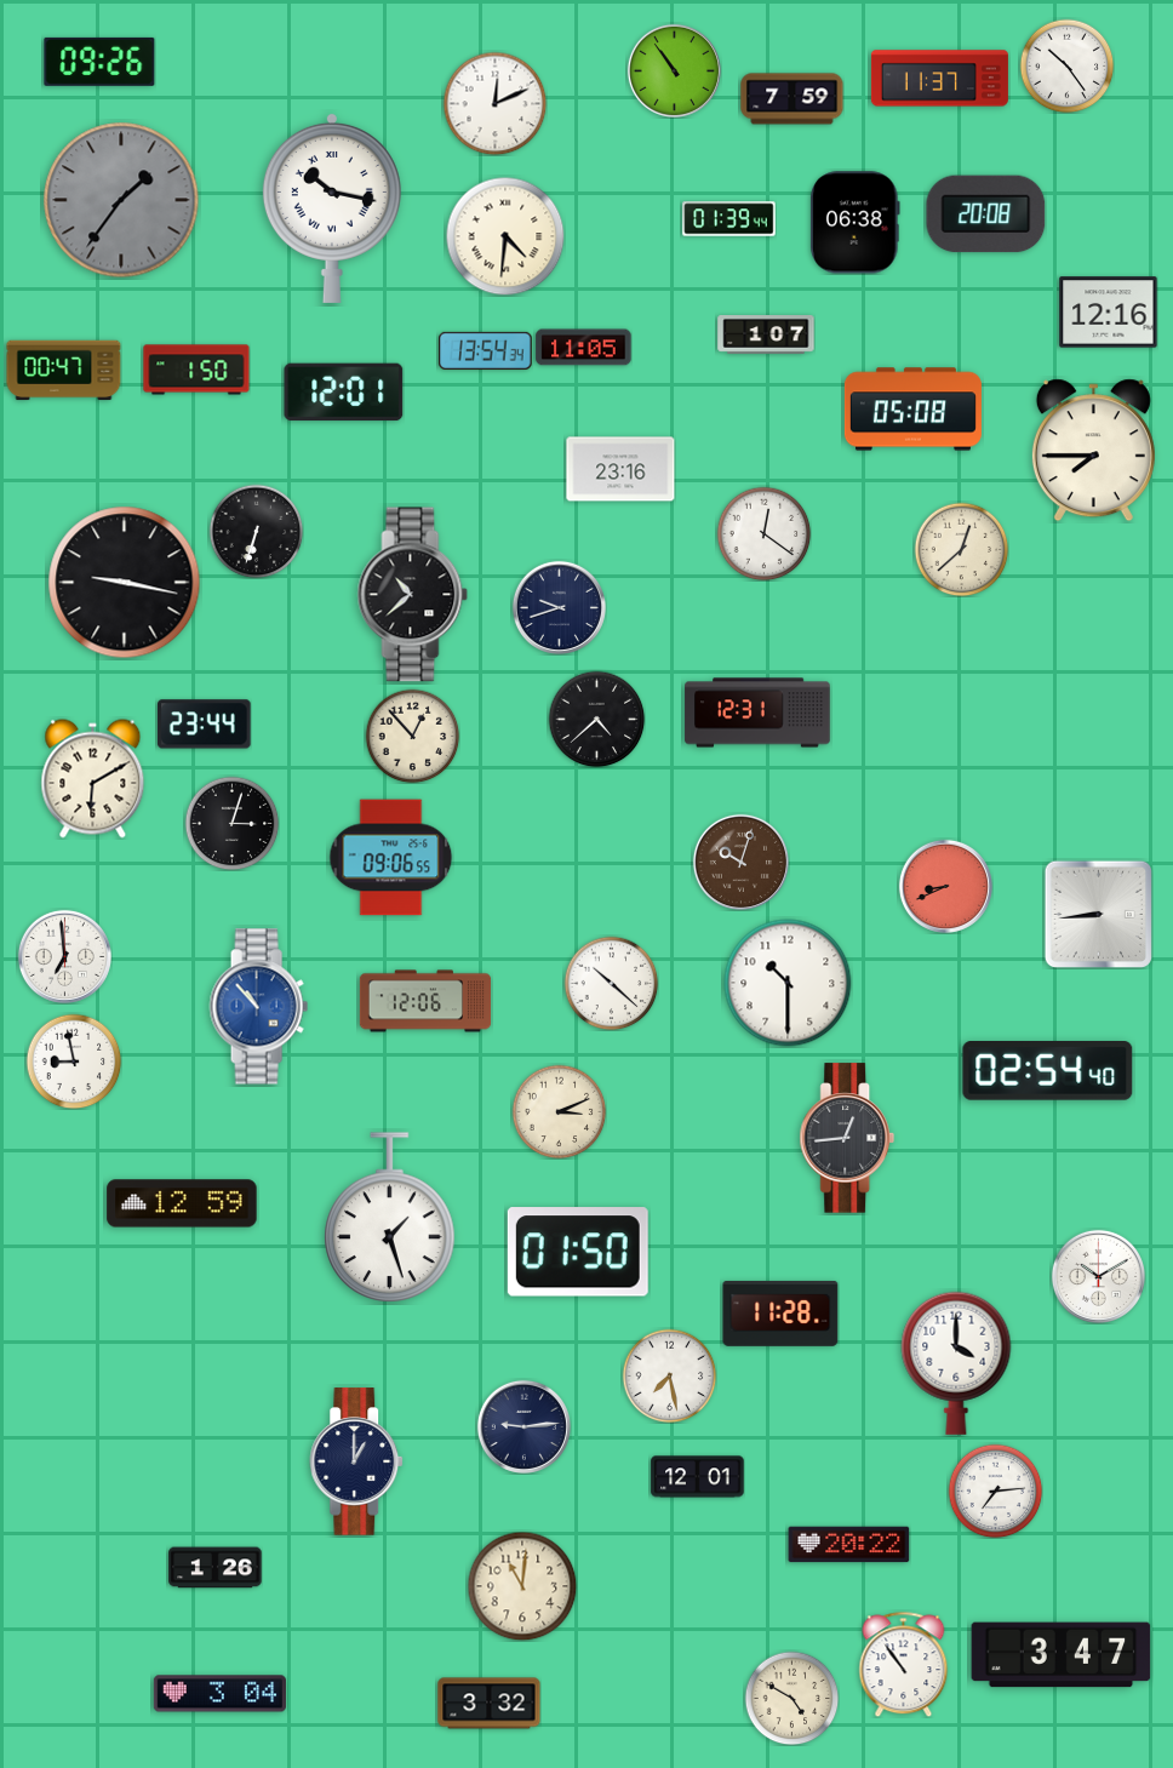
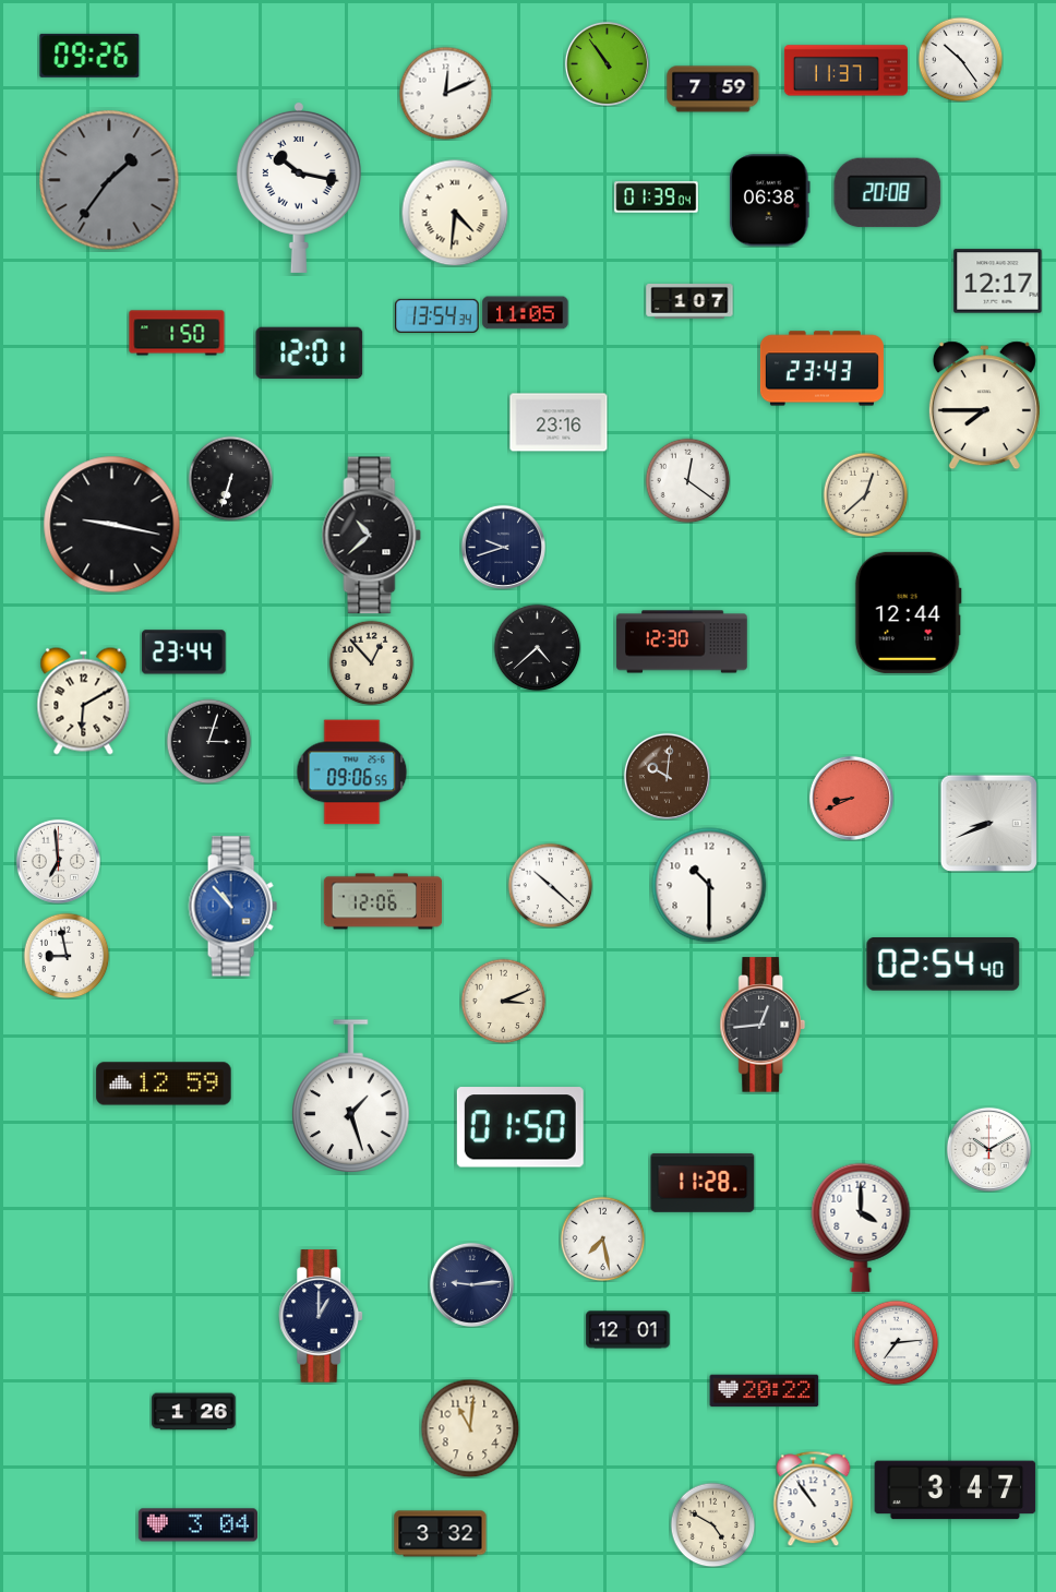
clock at (729, 219): 01:39:44 -> 01:39:04
clock at (1109, 313): 12:16 -> 12:17
clock at (64, 371): 00:47 -> none
clock at (912, 410): 05:08 -> 23:43
clock at (908, 612): none -> 12:44
clock at (757, 713): 12:31 -> 12:30
clock at (740, 862): 10:03 -> 10:01
clock at (1098, 914): 8:44 -> 8:41
clock at (791, 1698) position: (791, 1698) -> (712, 1524)
